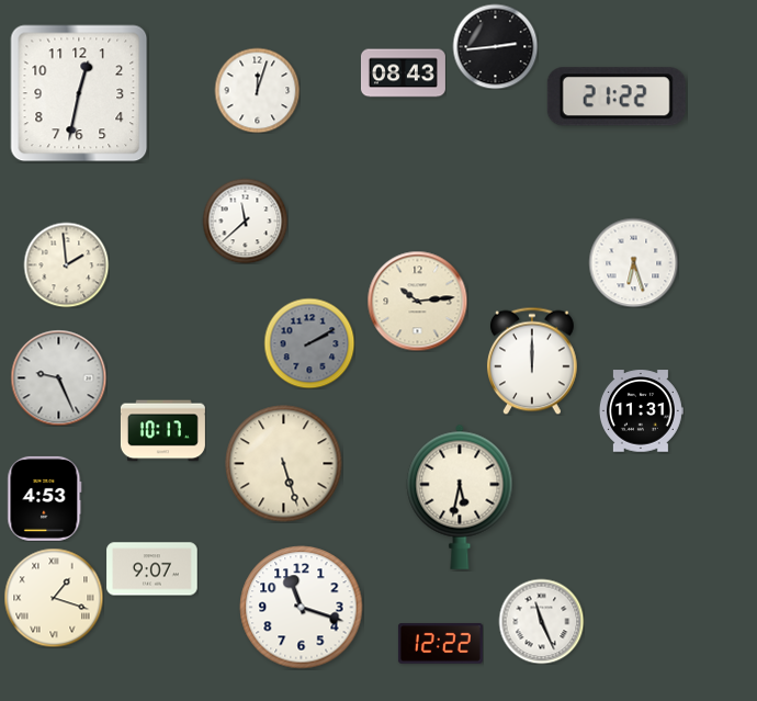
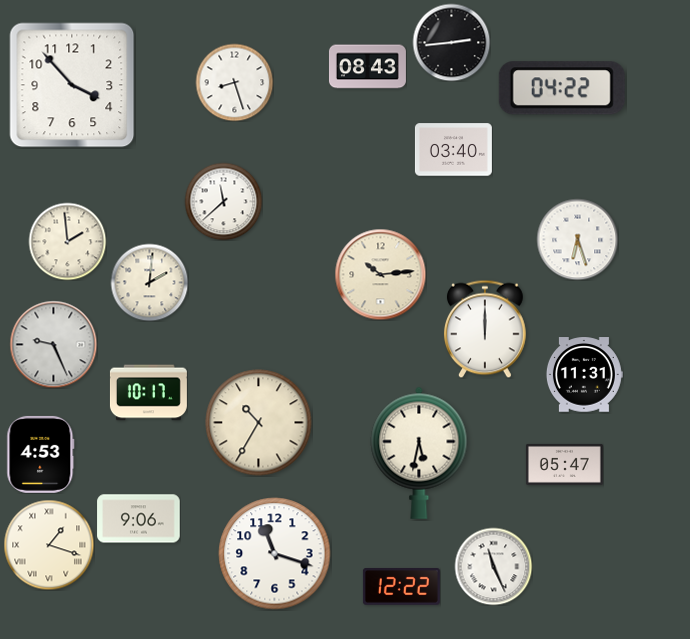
clock at (257, 90): 12:03 -> 8:27
clock at (79, 93): 12:32 -> 3:53
clock at (617, 97): 21:22 -> 04:22
clock at (453, 150): none -> 03:40
clock at (66, 264) position: (66, 264) -> (67, 241)
clock at (149, 282): none -> 2:01
clock at (309, 343): 2:10 -> none
clock at (284, 464): 5:27 -> 10:35
clock at (564, 464): none -> 05:47
clock at (152, 569): 9:07 -> 9:06
